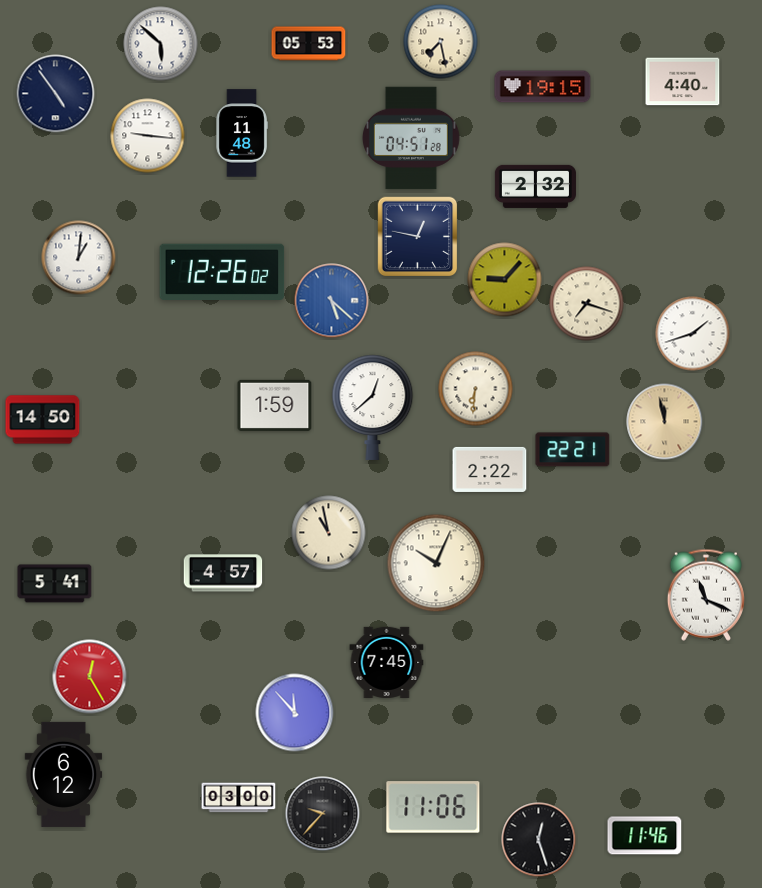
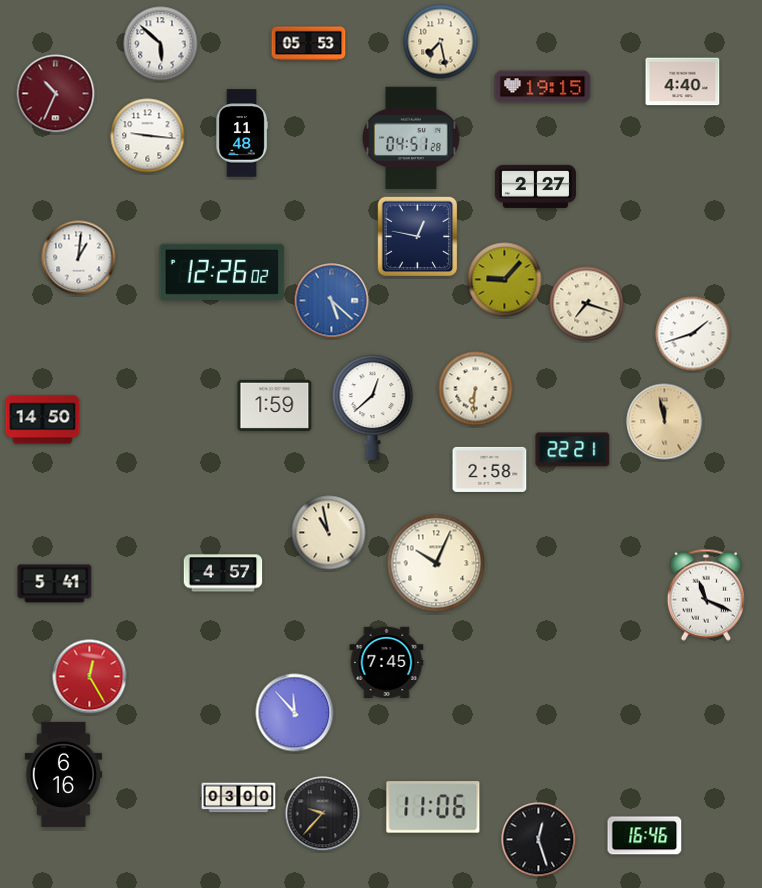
clock at (56, 94): 4:54 -> 10:34
clock at (56, 94) dial: navy -> burgundy
clock at (535, 186): 2:32 -> 2:27
clock at (490, 469): 2:22 -> 2:58
clock at (64, 774): 6:12 -> 6:16
clock at (645, 836): 11:46 -> 16:46
